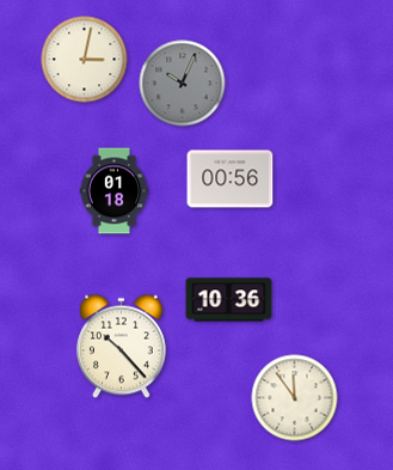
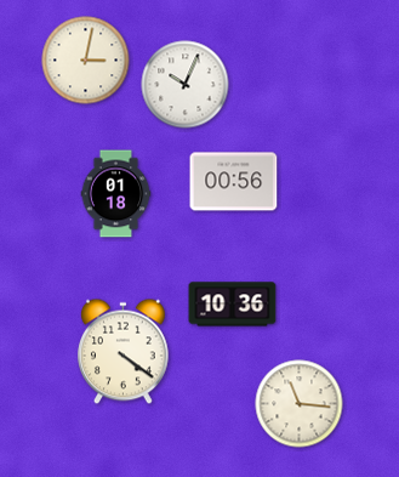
clock at (183, 84) dial: grey -> white
clock at (122, 347): 10:23 -> 4:21
clock at (295, 398): 11:54 -> 11:16
